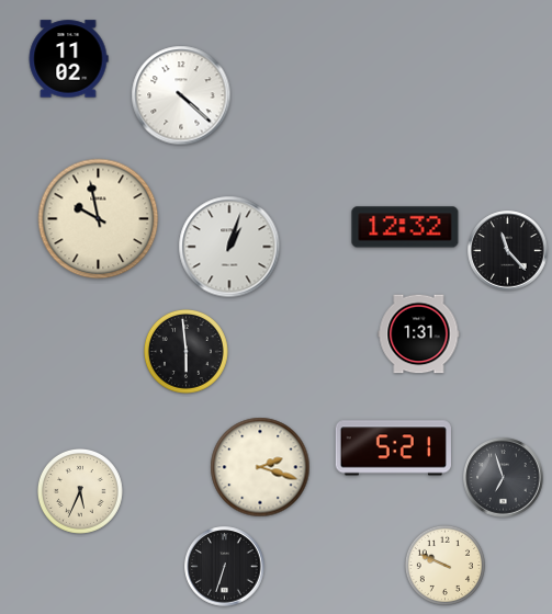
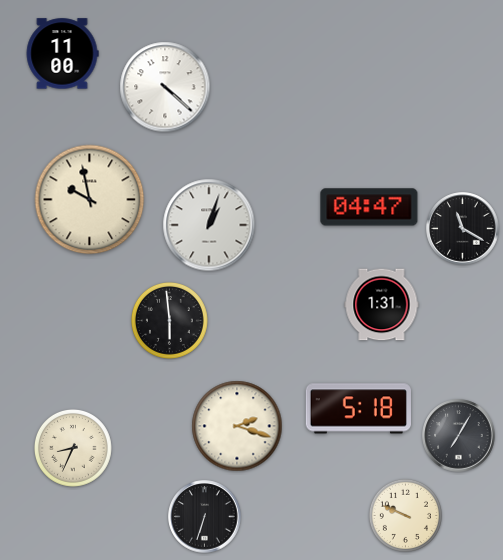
clock at (68, 59): 11:02 -> 11:00
clock at (405, 227): 12:32 -> 04:47
clock at (508, 251): 11:23 -> 11:20
clock at (393, 448): 5:21 -> 5:18
clock at (504, 478): 6:57 -> 7:05
clock at (80, 491): 5:34 -> 8:34
